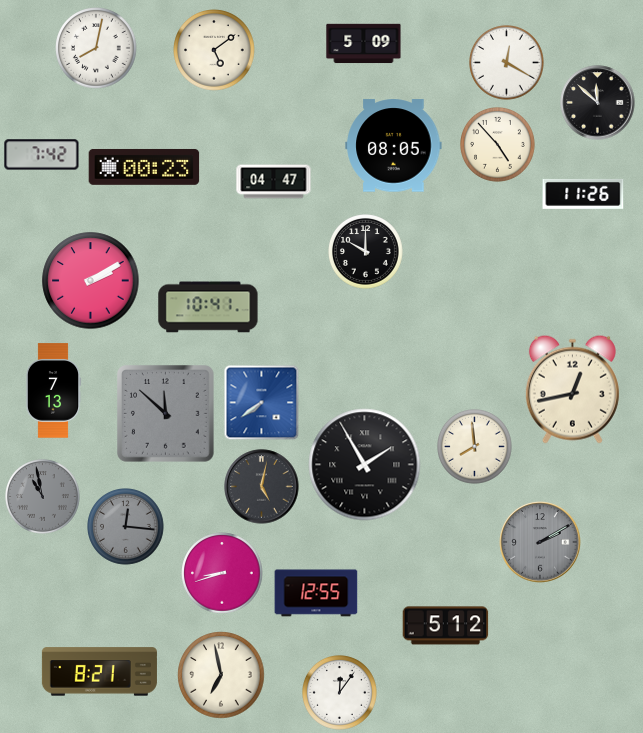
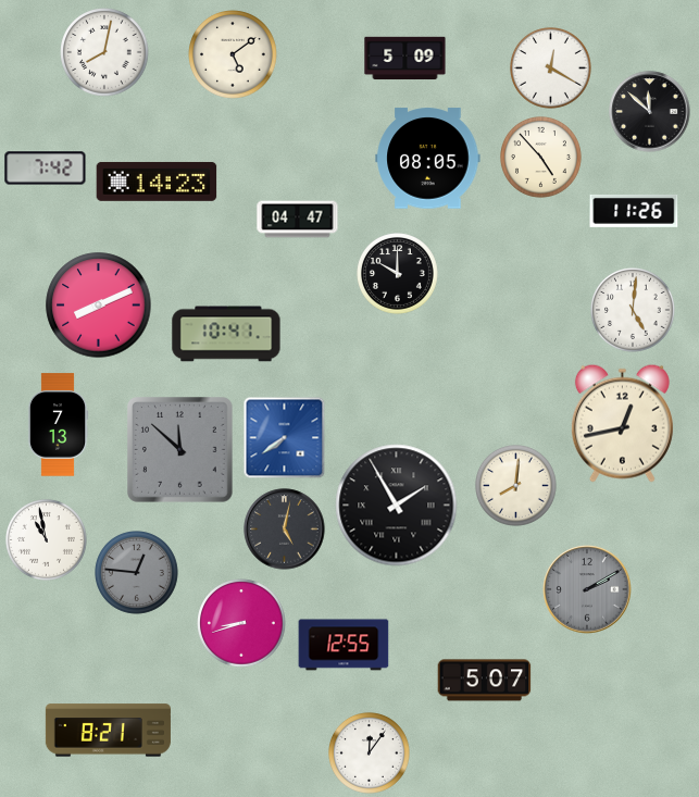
clock at (364, 44) position: (364, 44) -> (405, 59)
clock at (144, 167): 00:23 -> 14:23
clock at (274, 182) position: (274, 182) -> (298, 220)
clock at (91, 281): 2:10 -> 8:11
clock at (634, 311): none -> 5:01
clock at (475, 447): 7:59 -> 8:01
clock at (43, 497) dial: grey -> white
clock at (126, 527): 12:16 -> 12:46
clock at (446, 626): 5:12 -> 5:07
clock at (221, 675): 6:58 -> none
